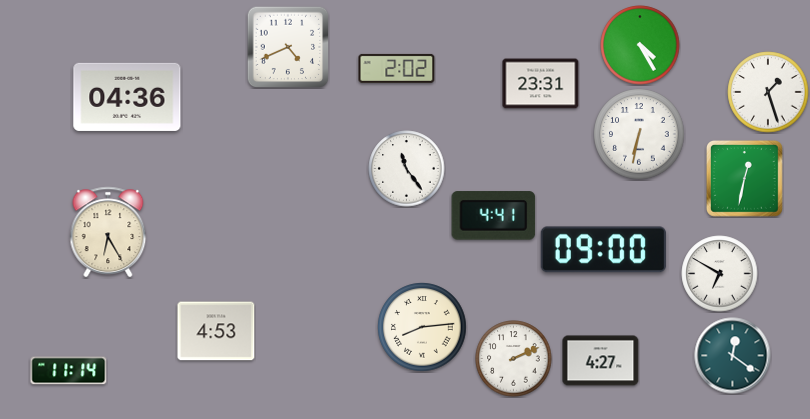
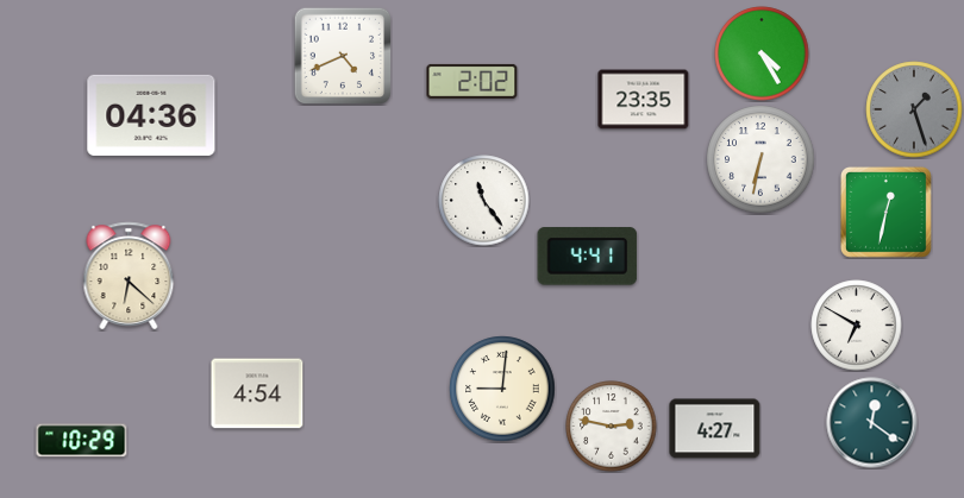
clock at (541, 84): 23:31 -> 23:35
clock at (768, 92) dial: white -> grey
clock at (108, 232): 6:25 -> 6:22
clock at (603, 250): 09:00 -> none
clock at (422, 327): 8:14 -> 9:01
clock at (216, 331): 4:53 -> 4:54
clock at (514, 359): 2:11 -> 2:47
clock at (69, 371): 11:14 -> 10:29
